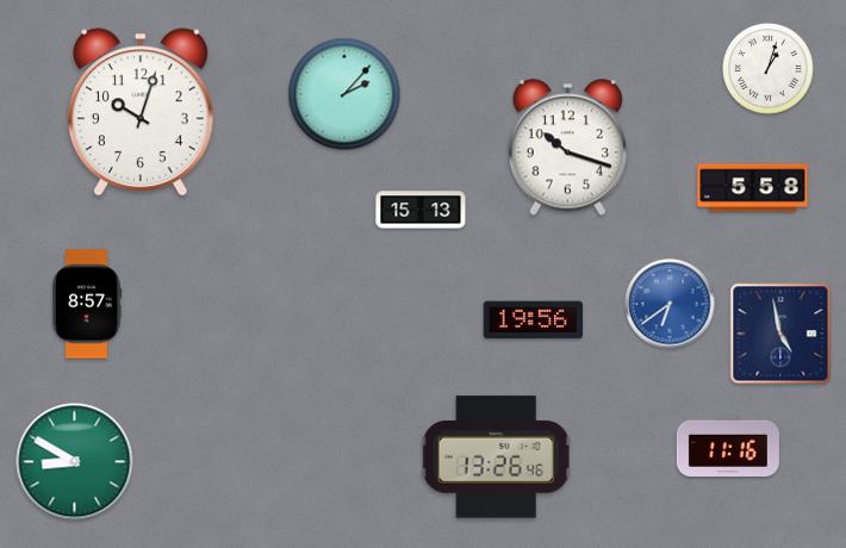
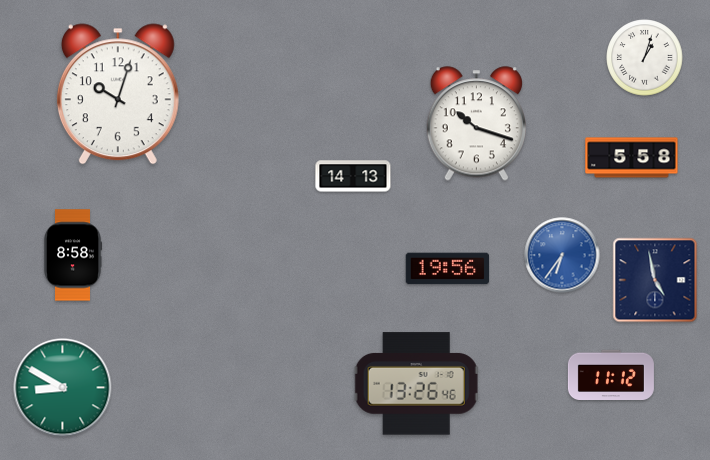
clock at (344, 94): 2:07 -> none
clock at (421, 210): 15:13 -> 14:13
clock at (87, 304): 8:57 -> 8:58
clock at (670, 304): 6:39 -> 6:36
clock at (728, 447): 11:16 -> 11:12
